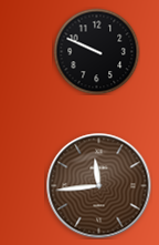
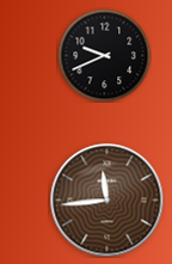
clock at (96, 51): 9:49 -> 9:41
